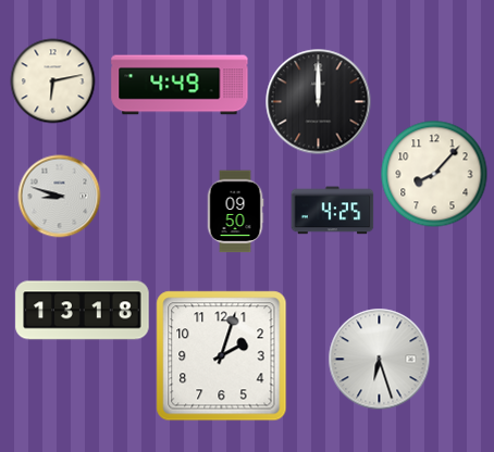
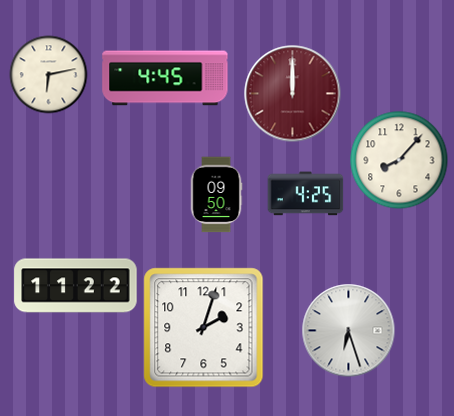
clock at (180, 85): 4:49 -> 4:45
clock at (319, 102) dial: black -> burgundy
clock at (60, 197): 8:48 -> none
clock at (83, 311): 13:18 -> 11:22
